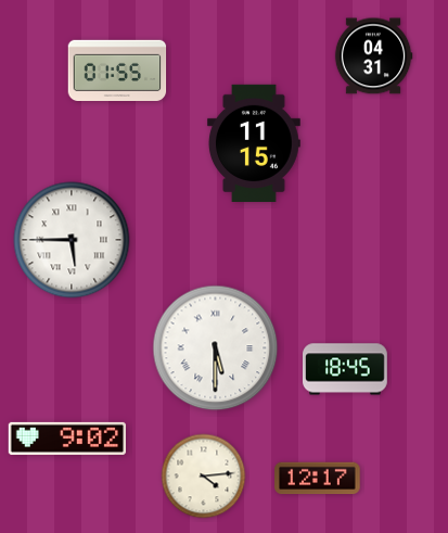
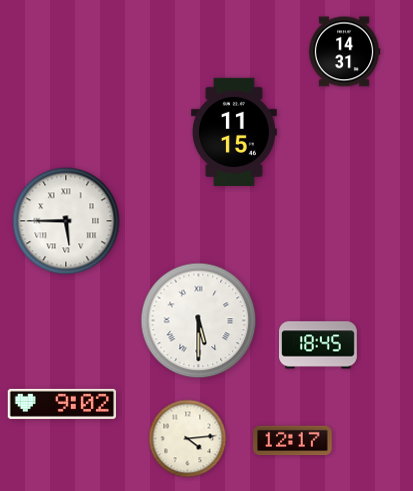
clock at (373, 56): 04:31 -> 14:31
clock at (117, 69): 01:55 -> none
clock at (345, 369) position: (345, 369) -> (318, 345)
